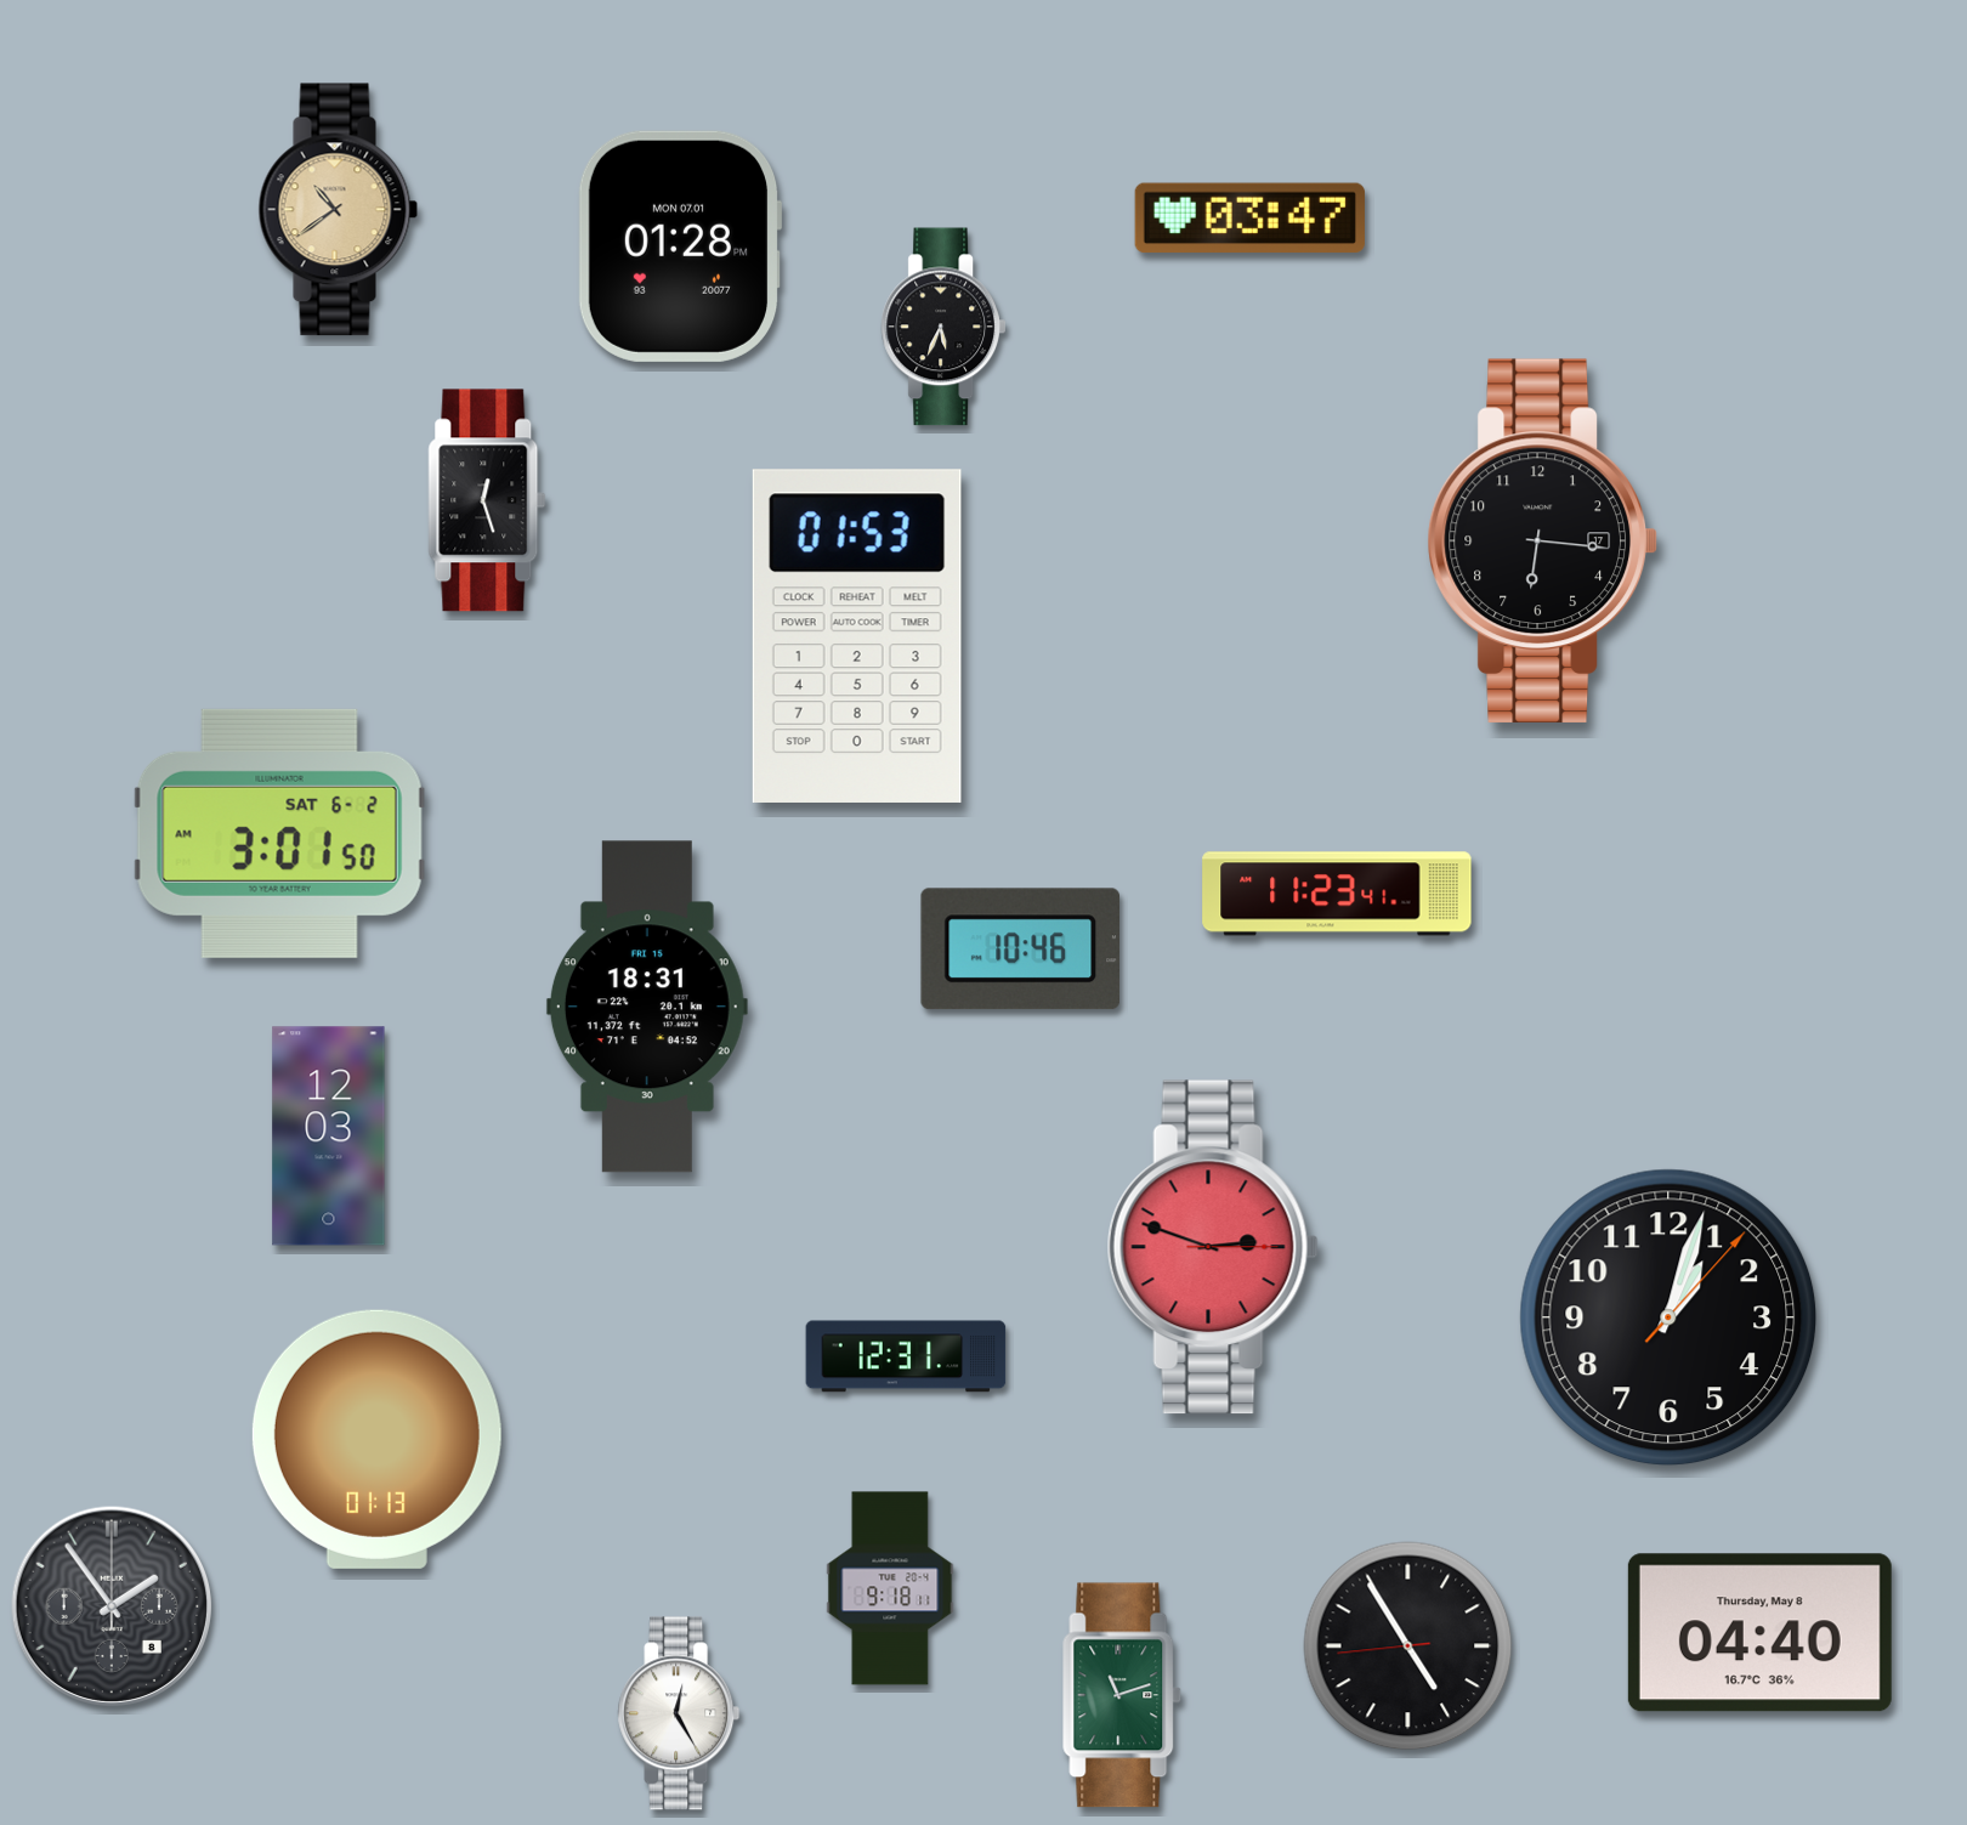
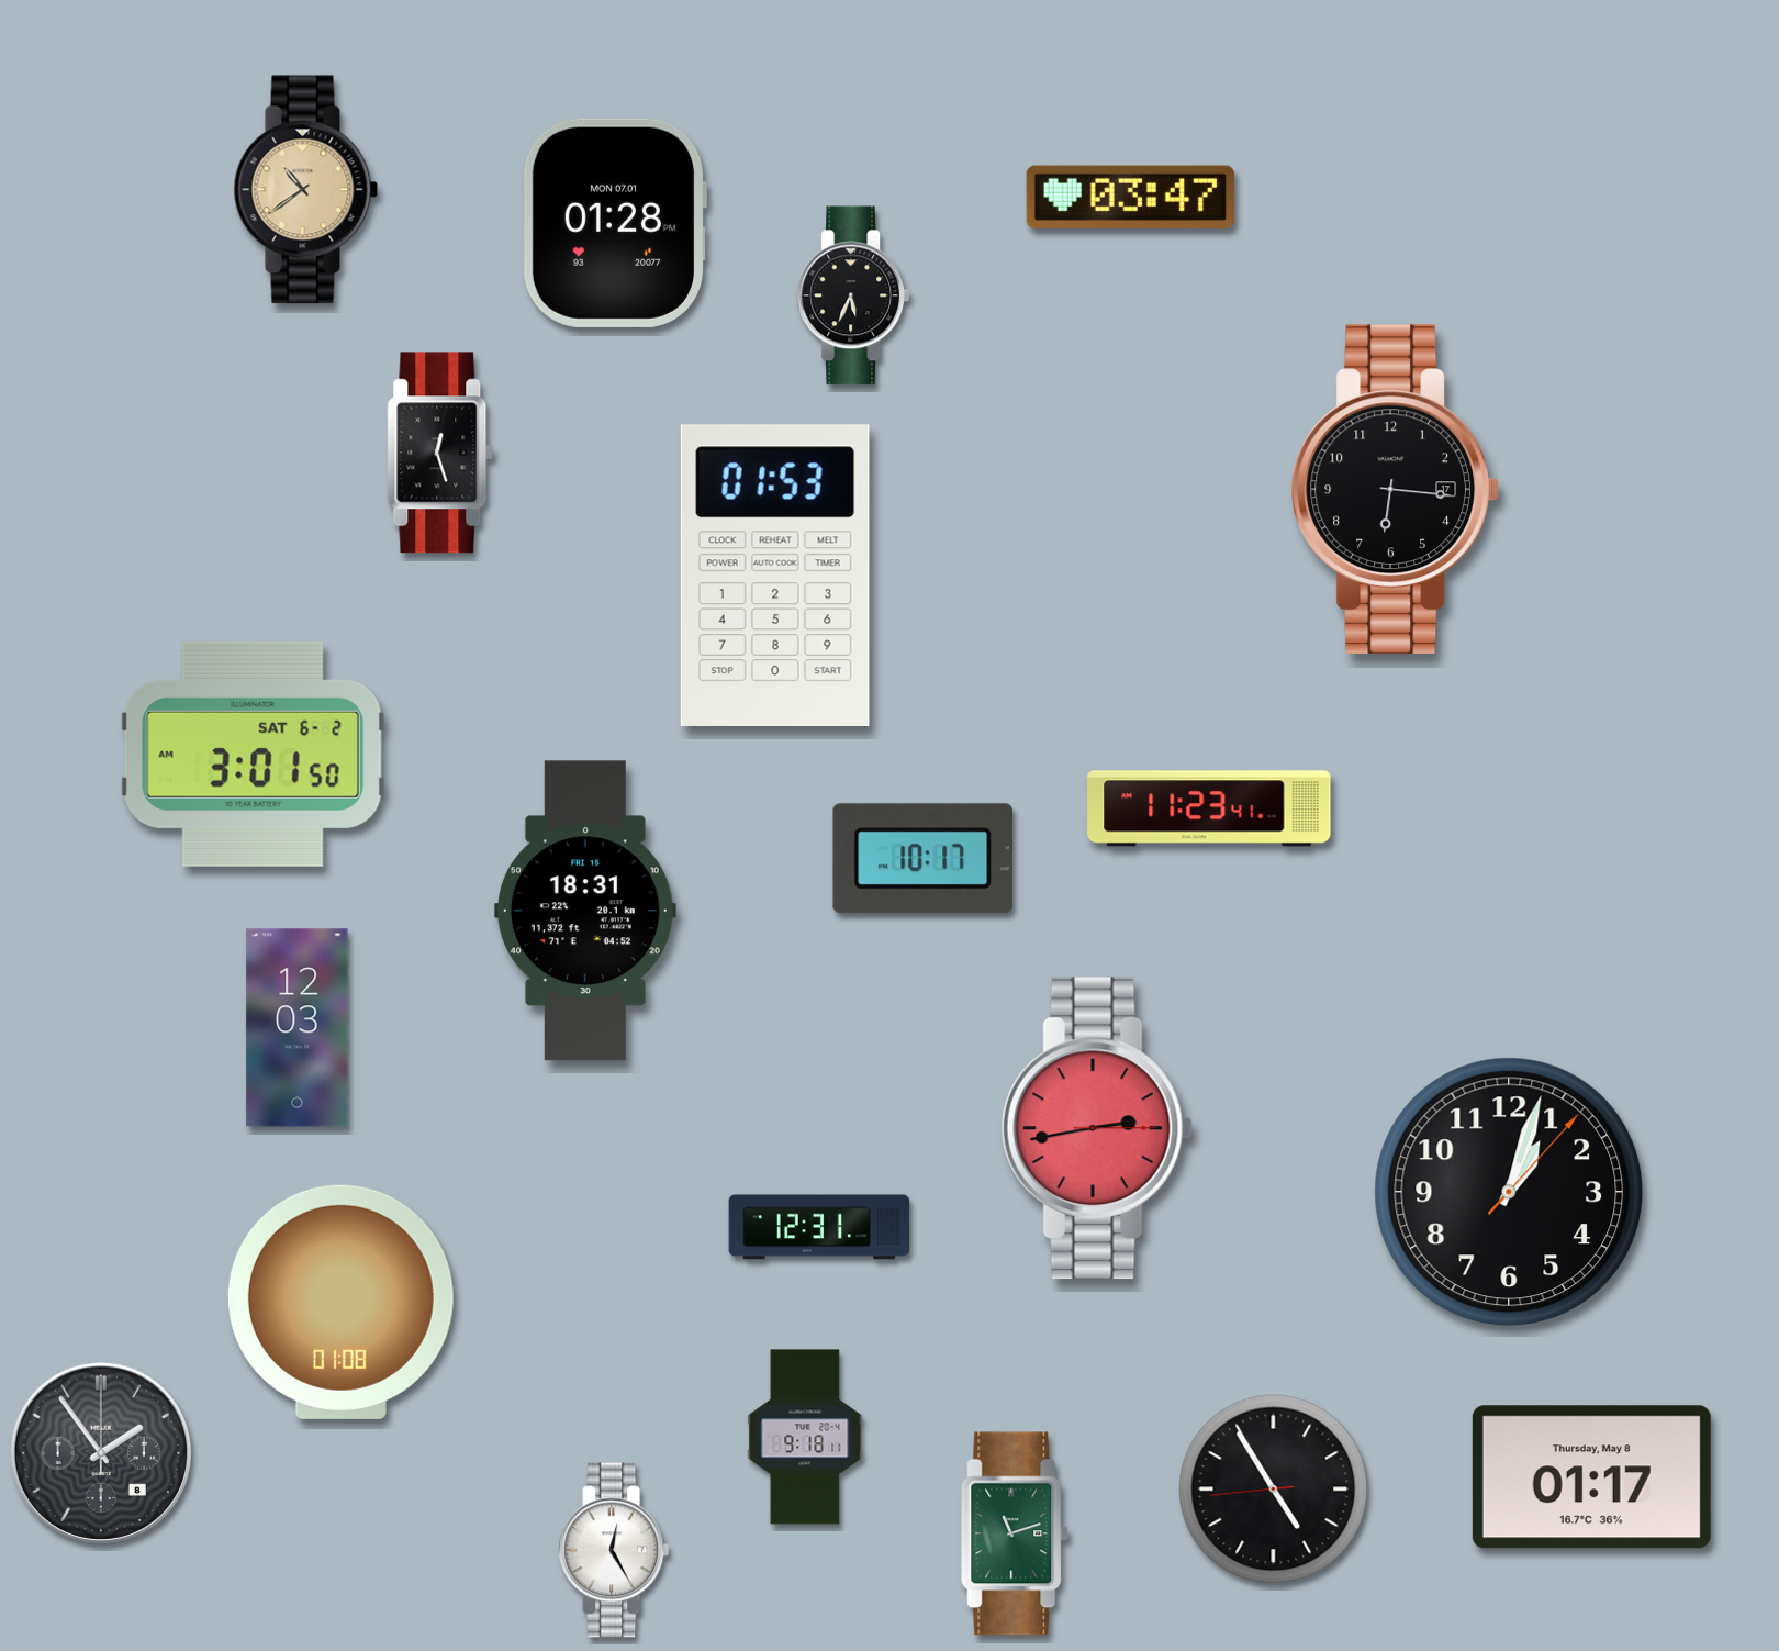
clock at (1020, 950): 10:46 -> 10:17
clock at (1213, 1247): 2:48 -> 2:43
clock at (376, 1439): 01:13 -> 01:08
clock at (1759, 1633): 04:40 -> 01:17
